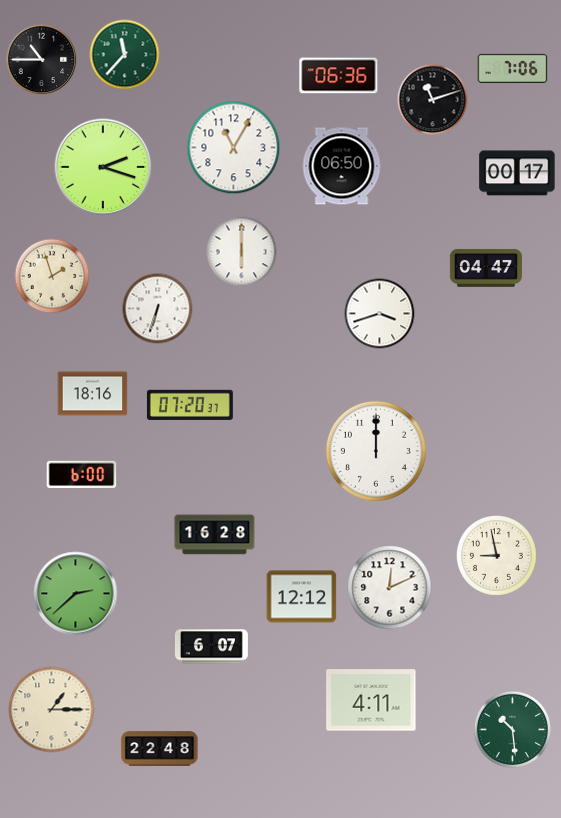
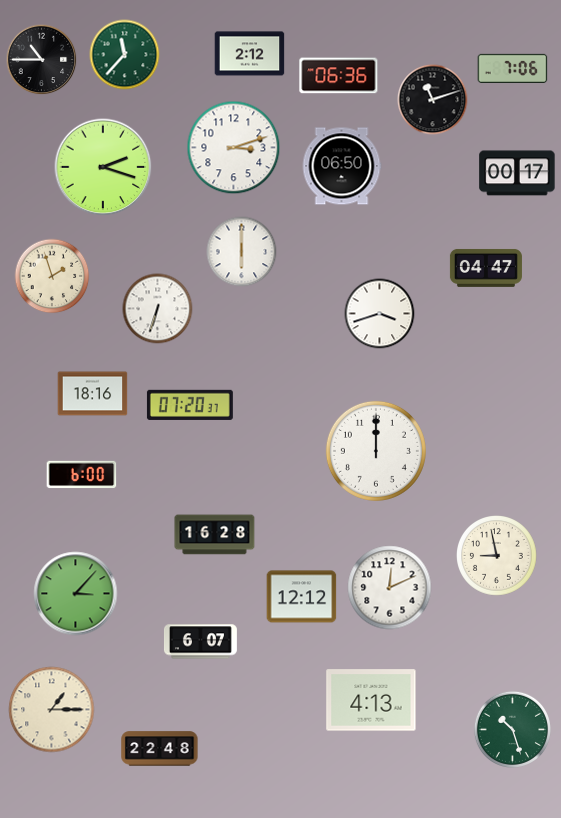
clock at (250, 54): none -> 2:12
clock at (234, 148): 11:05 -> 3:12
clock at (76, 594): 2:38 -> 3:07
clock at (211, 647) position: (211, 647) -> (200, 642)
clock at (371, 700): 4:11 -> 4:13
clock at (512, 729): 10:29 -> 10:27
